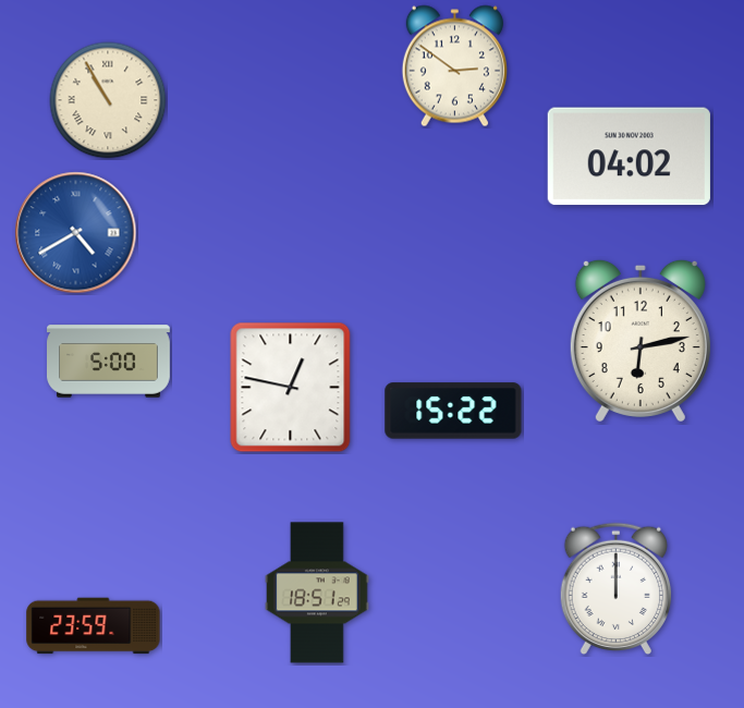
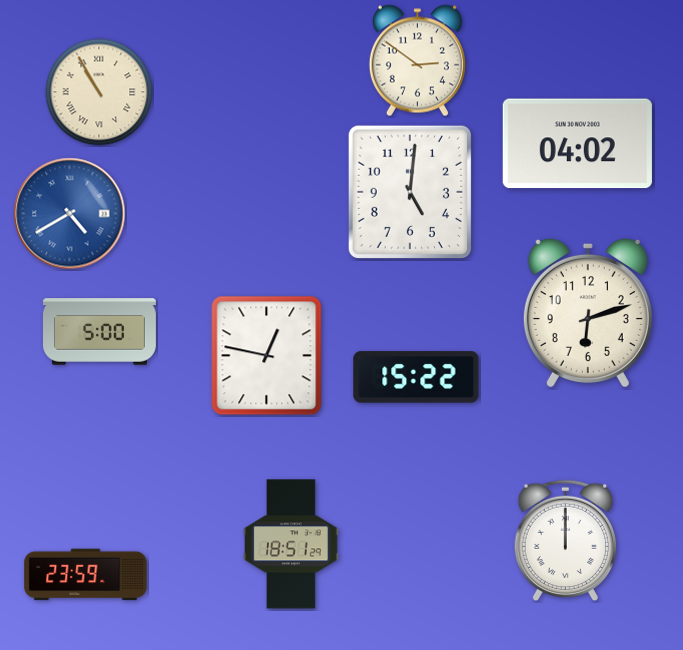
clock at (409, 191): none -> 5:01
clock at (641, 340): 6:13 -> 6:12
